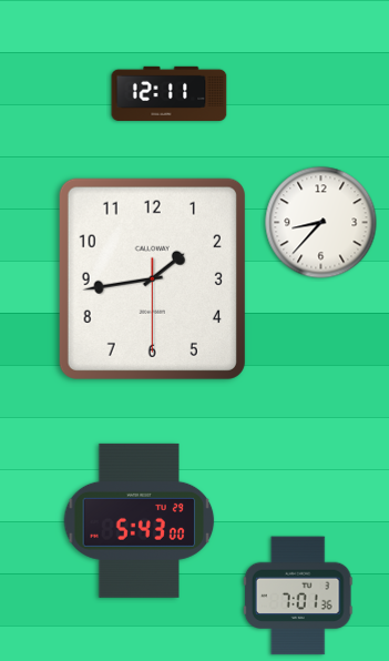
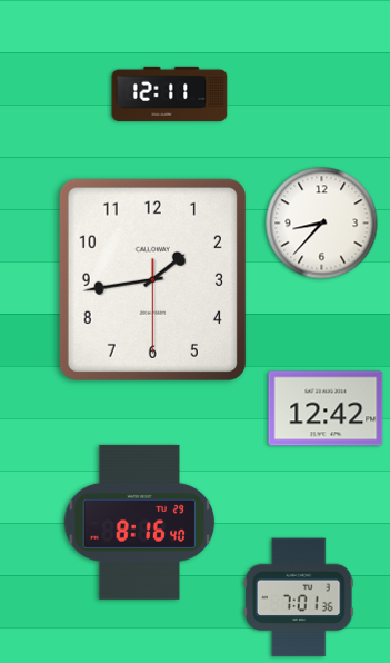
clock at (326, 408): none -> 12:42
clock at (140, 520): 5:43 -> 8:16
